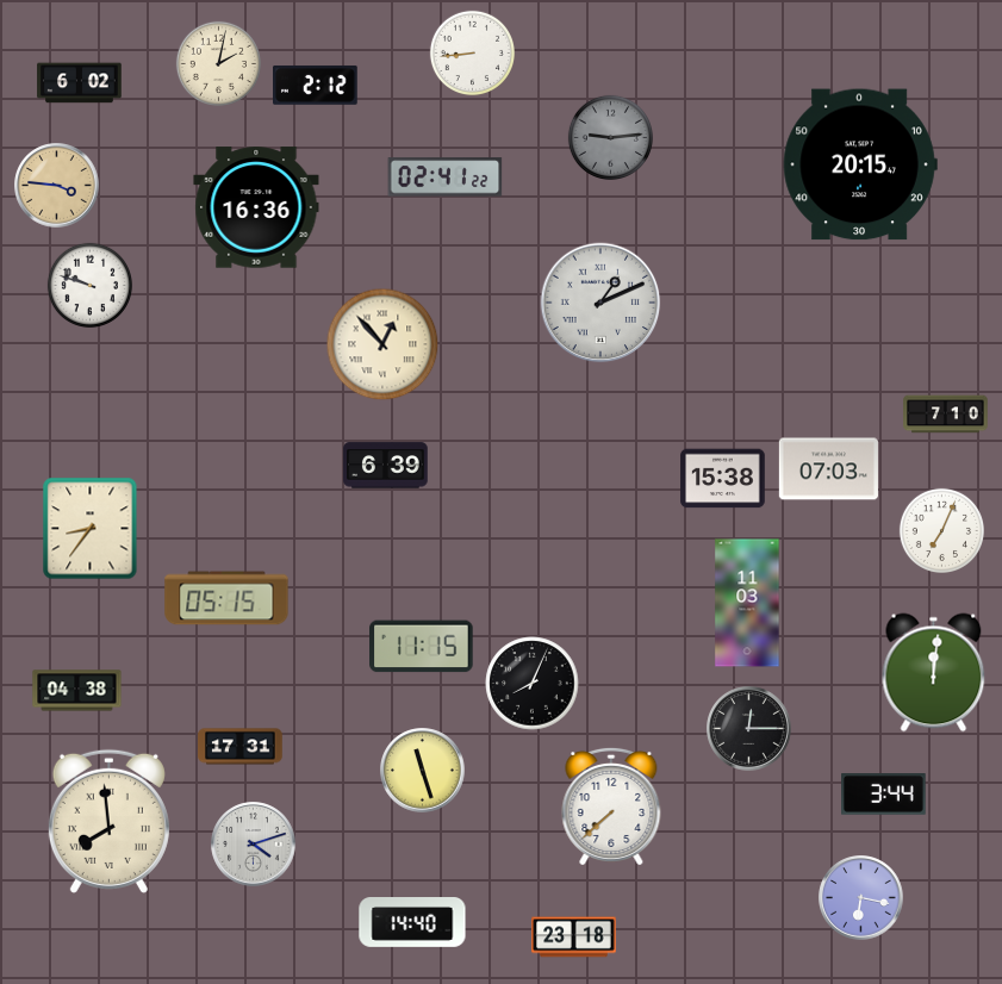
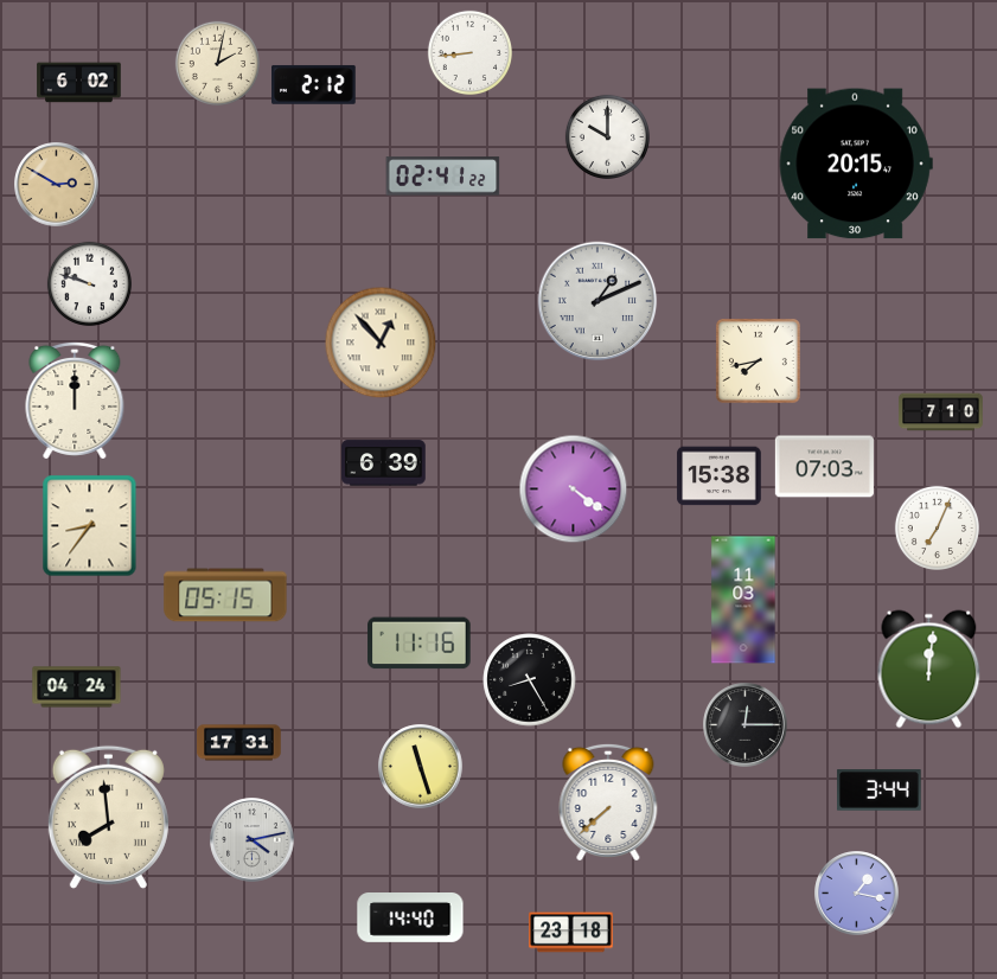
clock at (610, 137): 9:14 -> 10:00
clock at (610, 137) dial: grey -> white
clock at (57, 186): 3:46 -> 2:50
clock at (256, 207): 16:36 -> none
clock at (758, 360): none -> 7:43
clock at (75, 401): none -> 12:00
clock at (574, 489): none -> 4:21
clock at (422, 647): 11:15 -> 11:16
clock at (533, 684): 8:04 -> 8:25
clock at (77, 691): 04:38 -> 04:24
clock at (254, 845): 4:12 -> 4:13
clock at (861, 898): 6:17 -> 1:17
